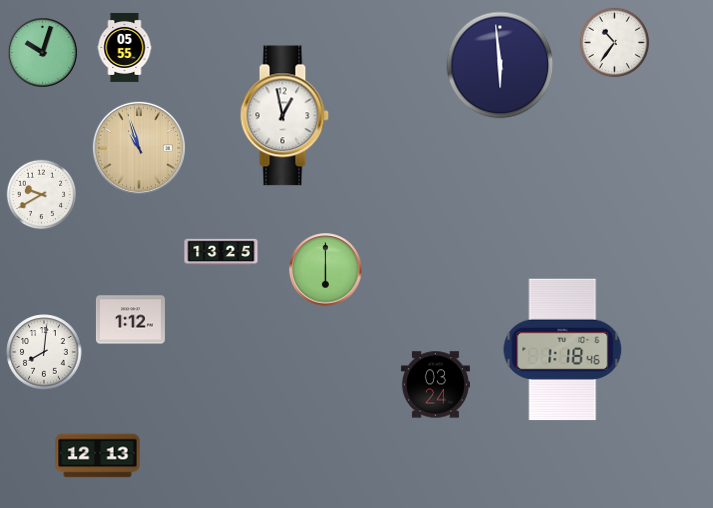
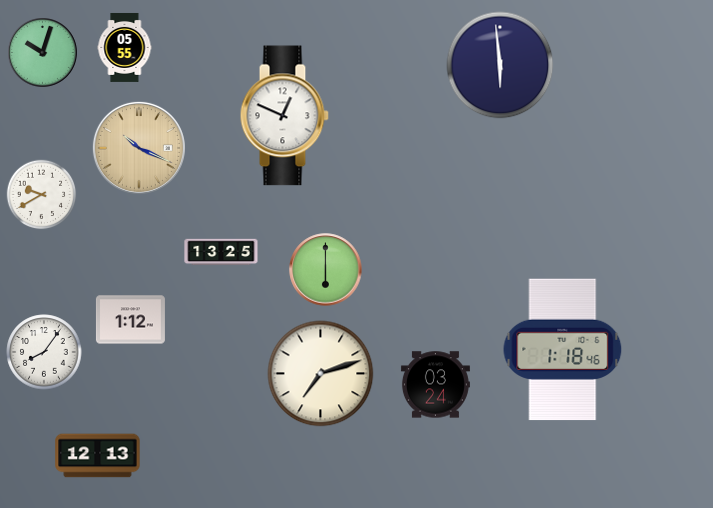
clock at (615, 43): 10:36 -> none
clock at (284, 116): 12:58 -> 12:49
clock at (139, 148): 10:57 -> 10:19
clock at (44, 352): 8:01 -> 8:06
clock at (321, 374): none -> 7:12
